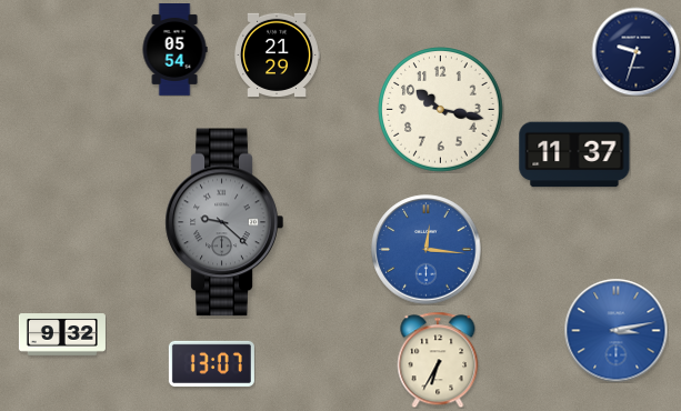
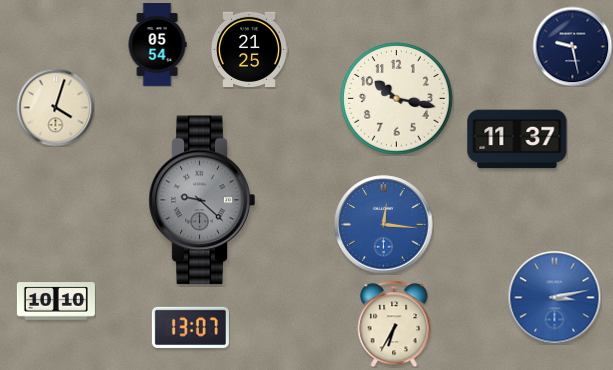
clock at (635, 51): 9:33 -> 9:28
clock at (278, 54): 21:29 -> 21:25
clock at (55, 107): none -> 4:03
clock at (62, 334): 9:32 -> 10:10
